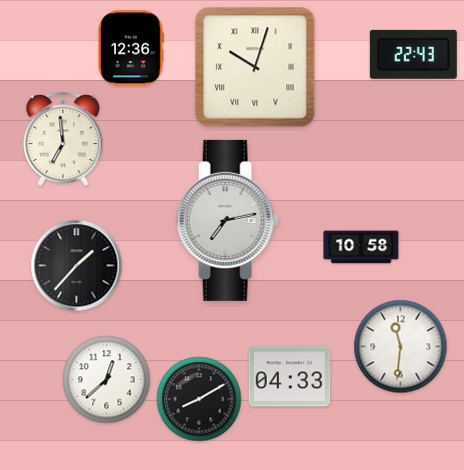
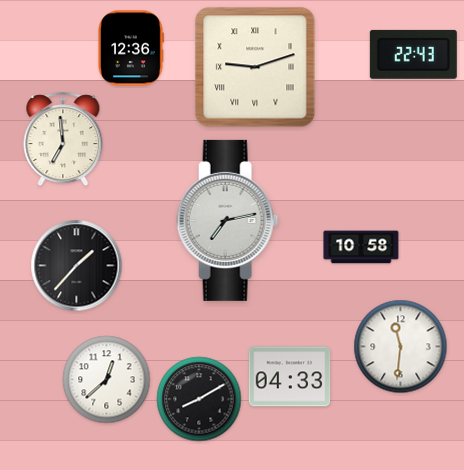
clock at (255, 67): 10:03 -> 9:12
